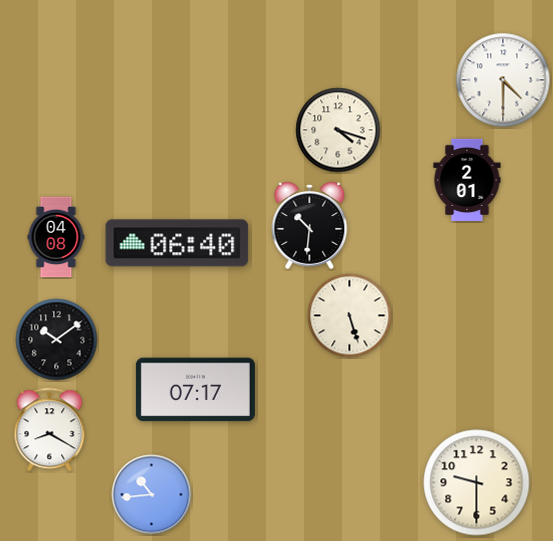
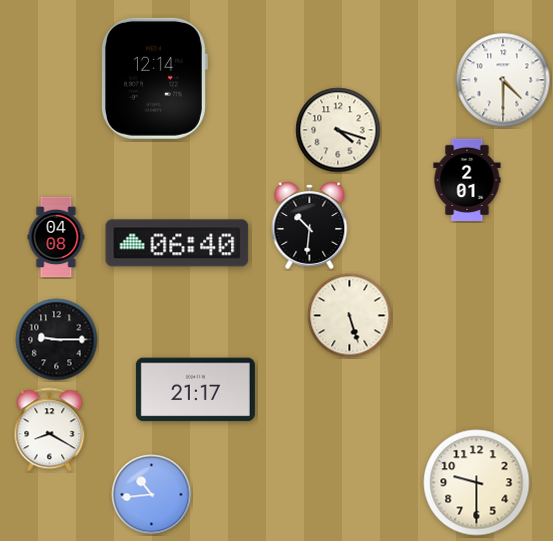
clock at (154, 78): none -> 12:14
clock at (57, 340): 10:09 -> 9:15
clock at (195, 390): 07:17 -> 21:17
